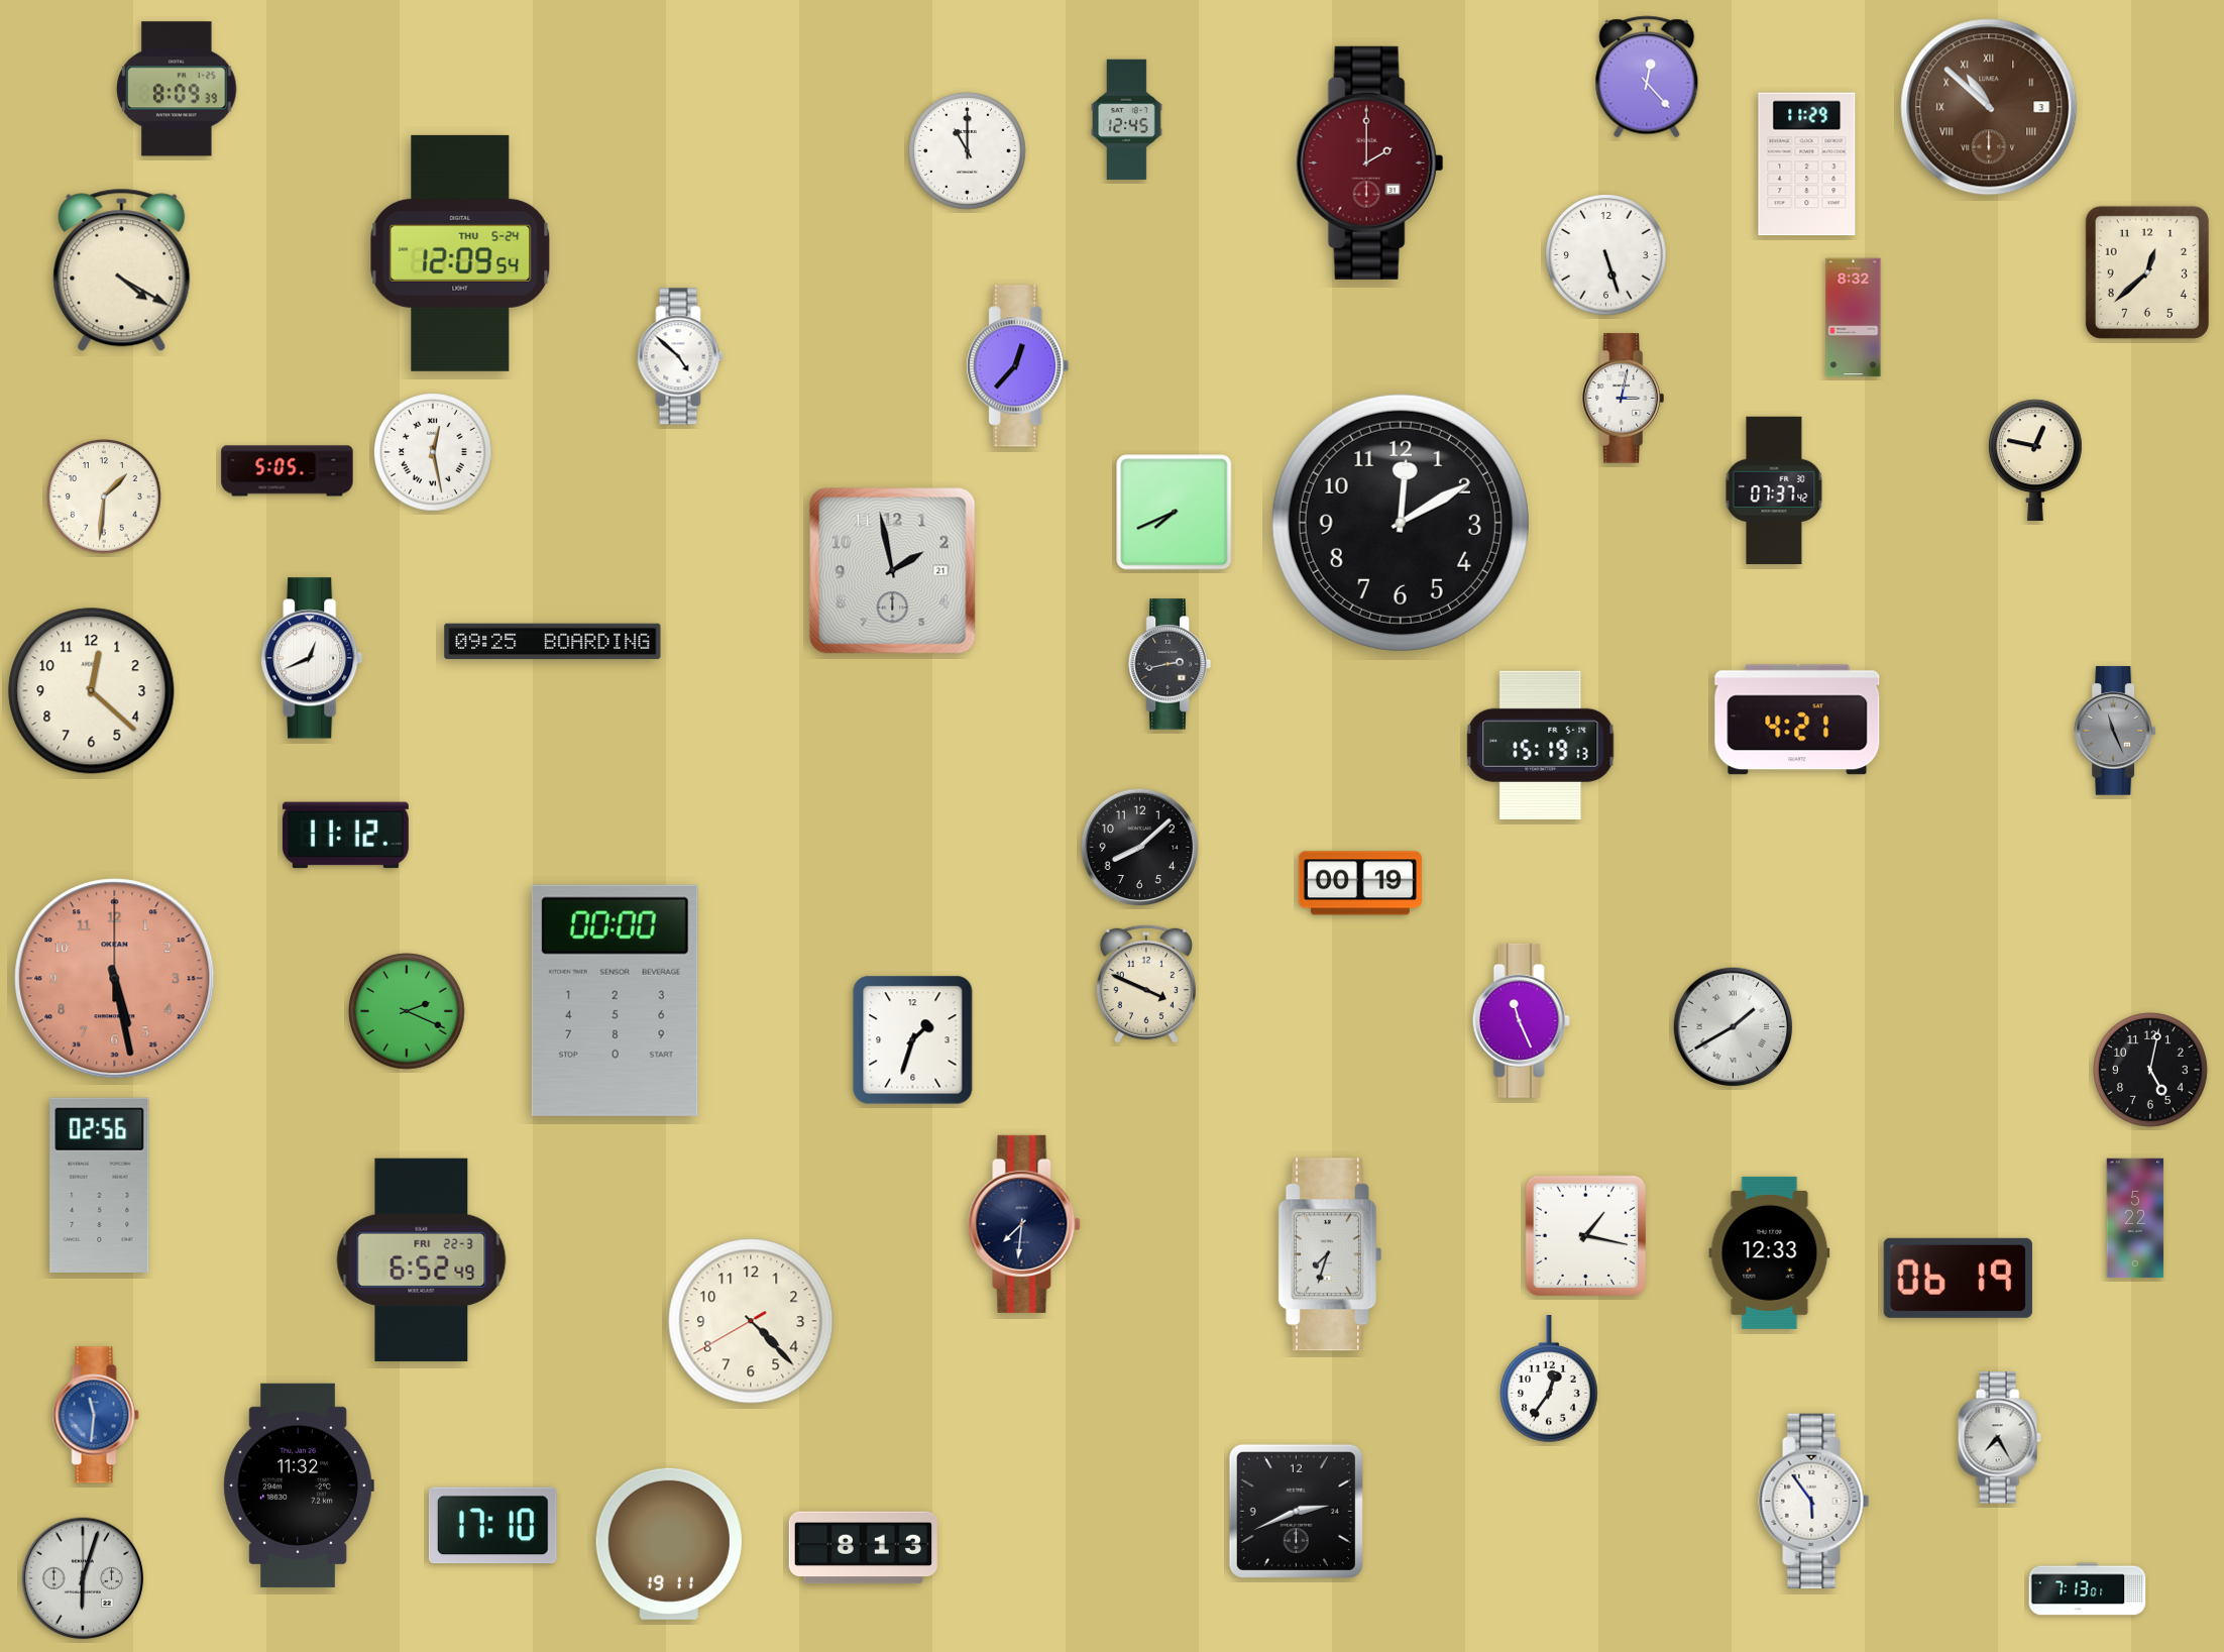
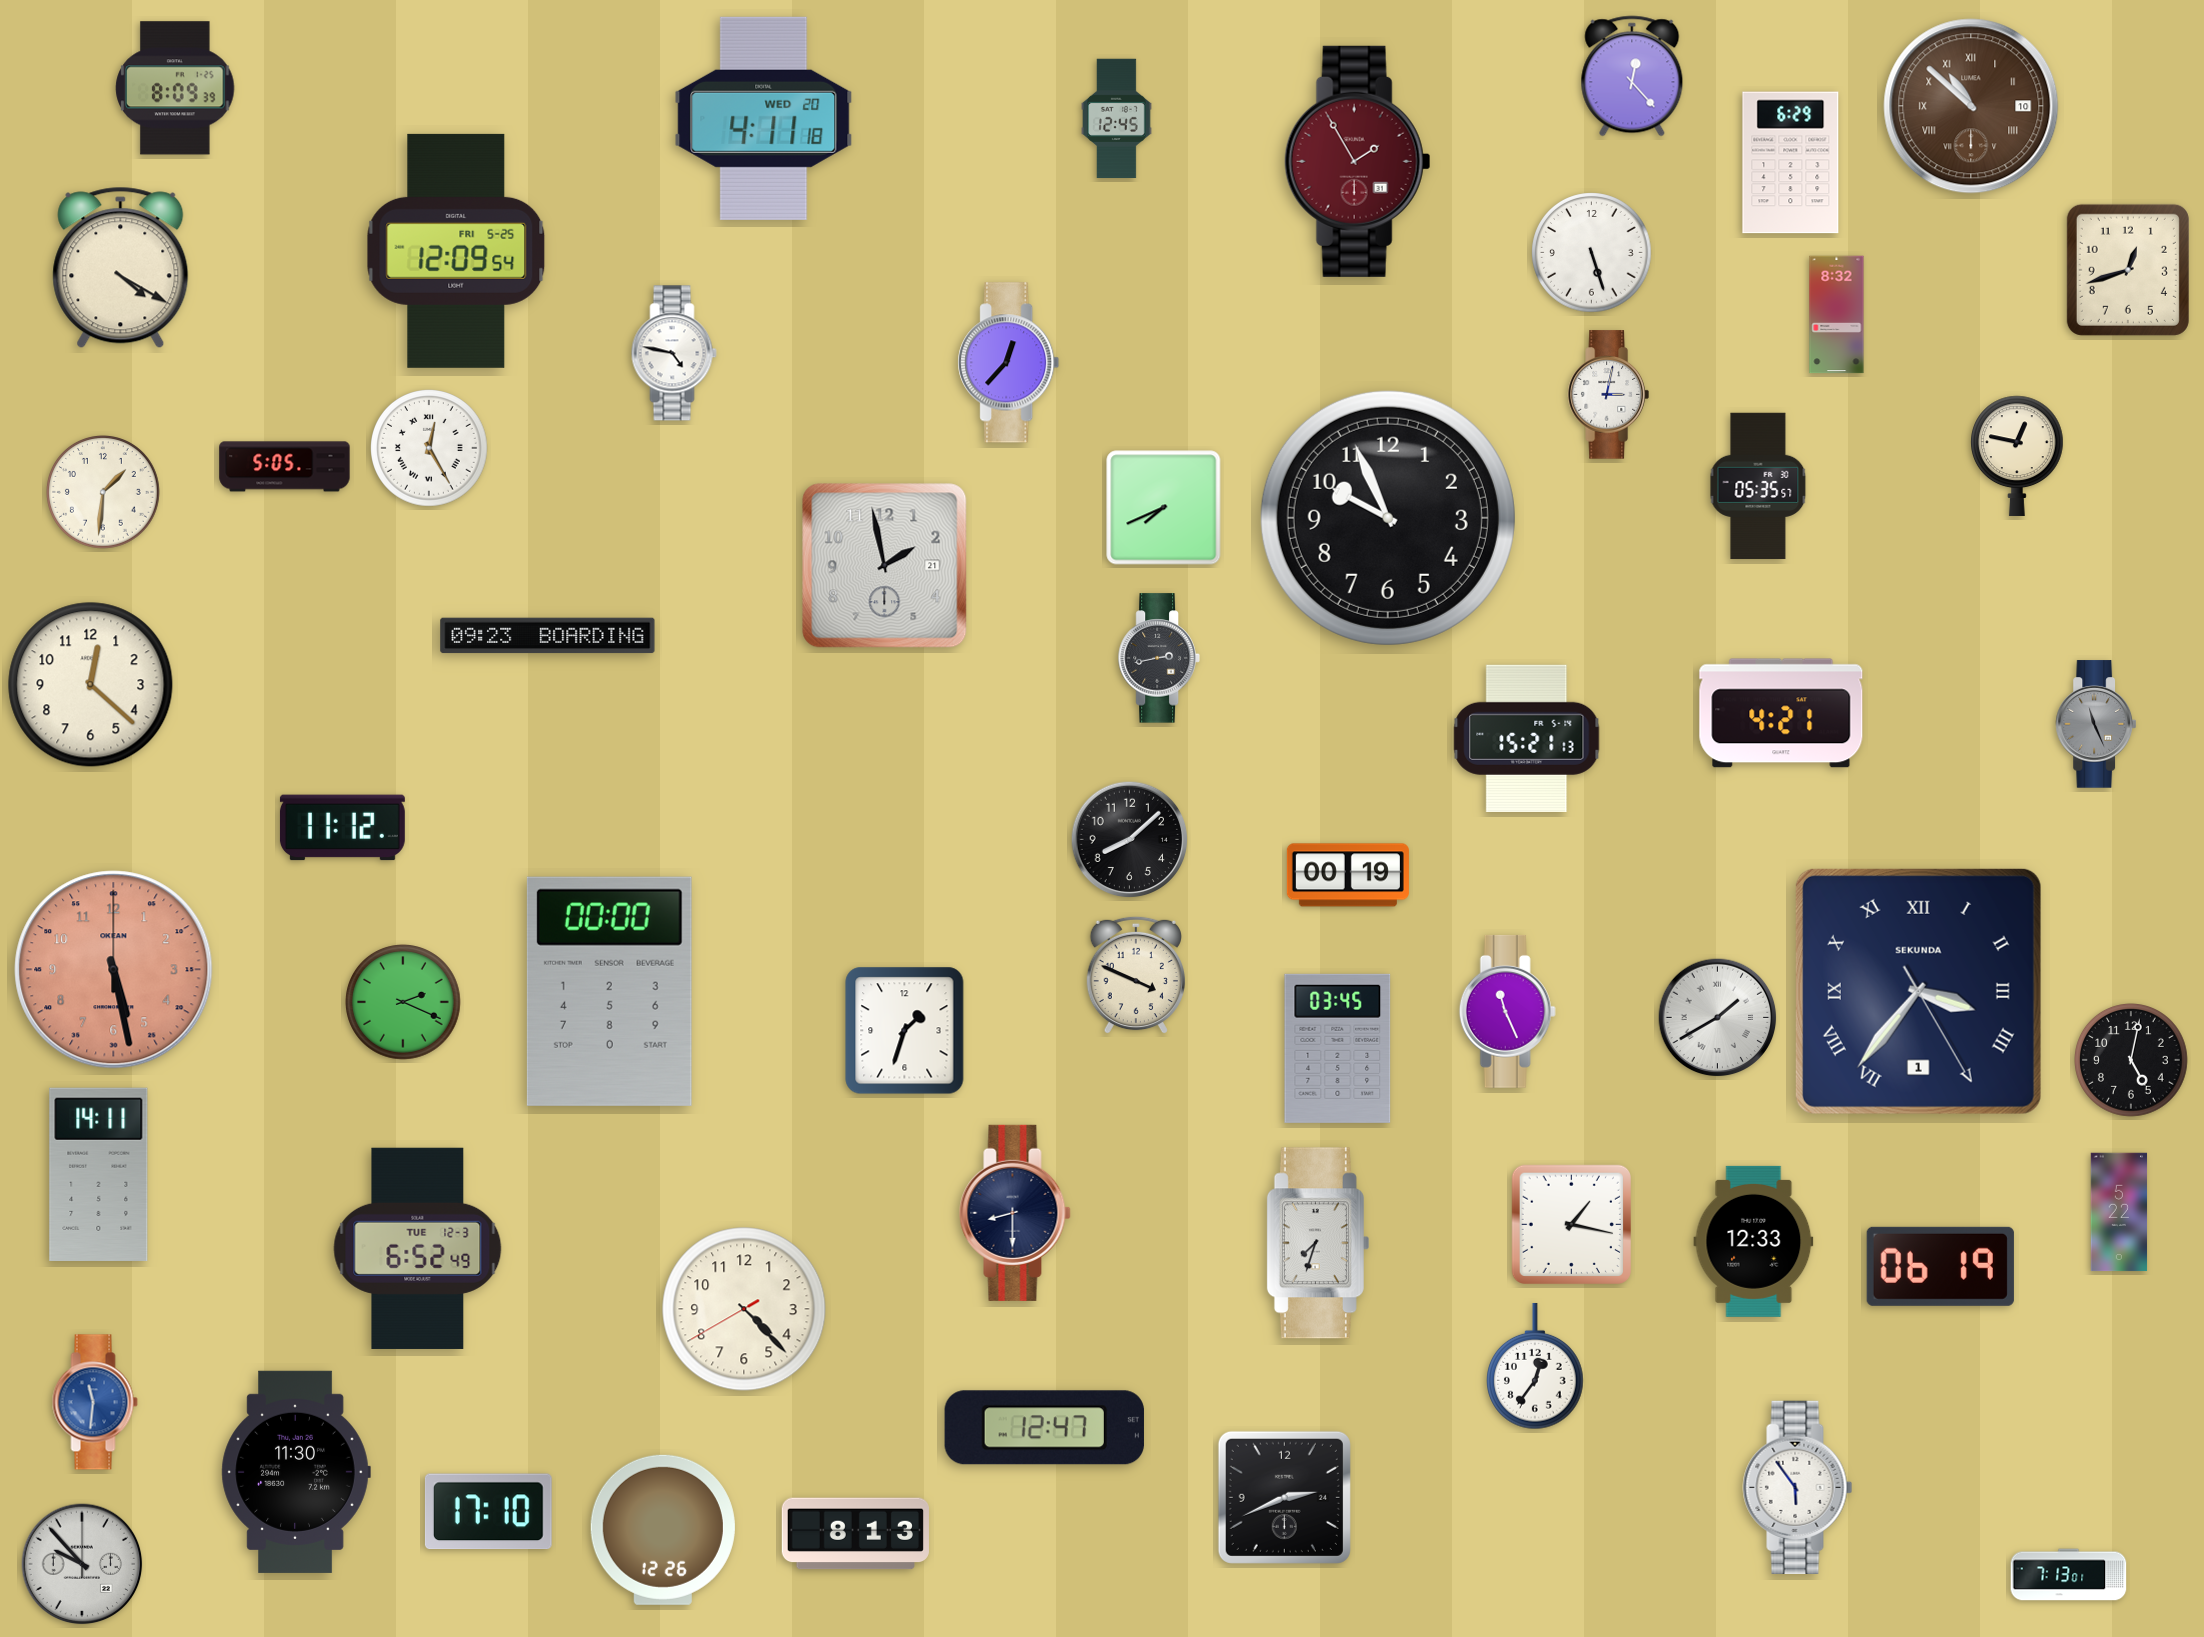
clock at (1989, 107) date: 3 -> 10
clock at (764, 118): none -> 4:11
clock at (968, 151): 11:00 -> none
clock at (1370, 162): 2:00 -> 1:55
clock at (1807, 164): 11:29 -> 6:29
clock at (460, 253) date: THU 5-24 -> FRI 5-25
clock at (2147, 272): 12:38 -> 12:42
clock at (680, 356): 4:52 -> 4:47
clock at (433, 452): 12:28 -> 12:25
clock at (1774, 490): 07:37 -> 05:35
clock at (1401, 523): 12:10 -> 9:56
clock at (553, 642): 09:25 -> 09:23
clock at (312, 658): 12:41 -> none
clock at (1541, 745): 15:19 -> 15:21
clock at (1918, 991): none -> 3:36
clock at (1338, 1048): none -> 03:45
clock at (100, 1185): 02:56 -> 14:11
clock at (2135, 1218) position: (2135, 1218) -> (2119, 1212)
clock at (1024, 1224): 7:31 -> 8:30
clock at (422, 1259) date: FRI 22-3 -> TUE 12-3
clock at (1999, 1438): 7:25 -> none
clock at (1044, 1428): none -> 12:47
clock at (299, 1485): 11:32 -> 11:30
clock at (669, 1544): 19:11 -> 12:26
clock at (83, 1578): 6:03 -> 9:53
